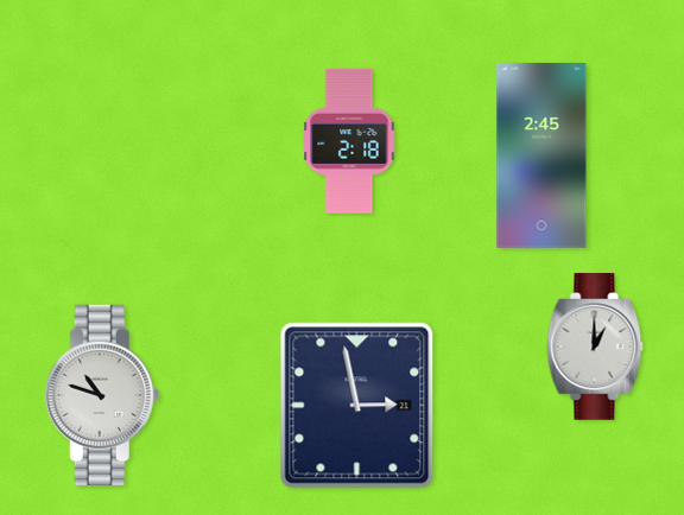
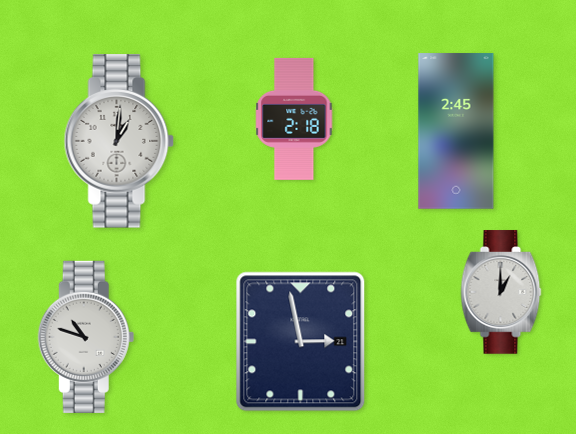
clock at (119, 141): none -> 1:01
clock at (102, 395) position: (102, 395) -> (86, 337)
